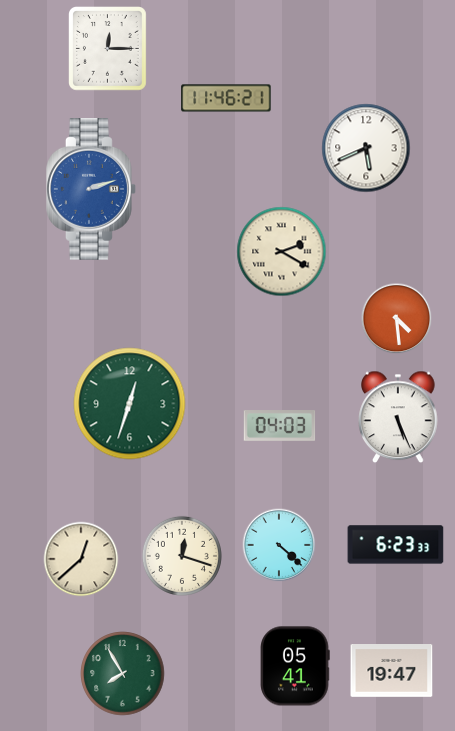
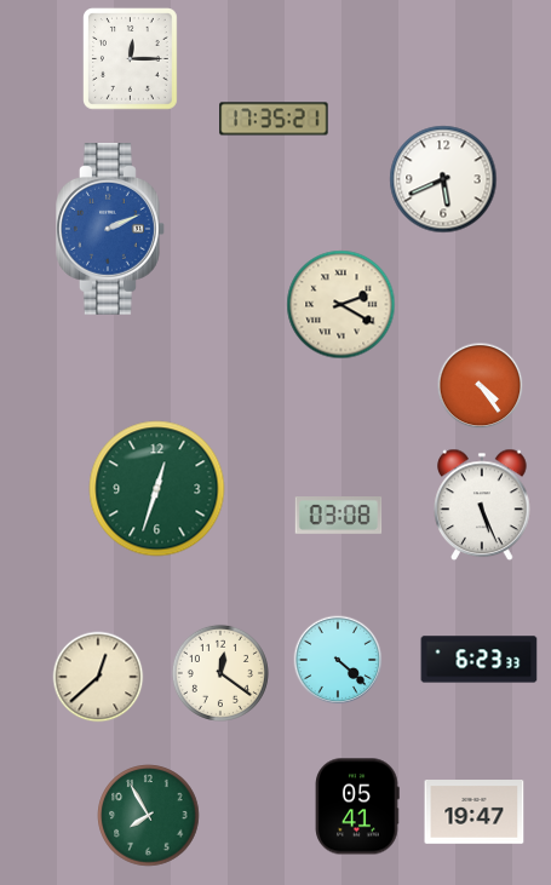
clock at (226, 98): 11:46 -> 17:35
clock at (92, 190): 2:12 -> 2:11
clock at (397, 319): 4:29 -> 4:24
clock at (280, 426): 04:03 -> 03:08
clock at (182, 556): 12:18 -> 12:21
